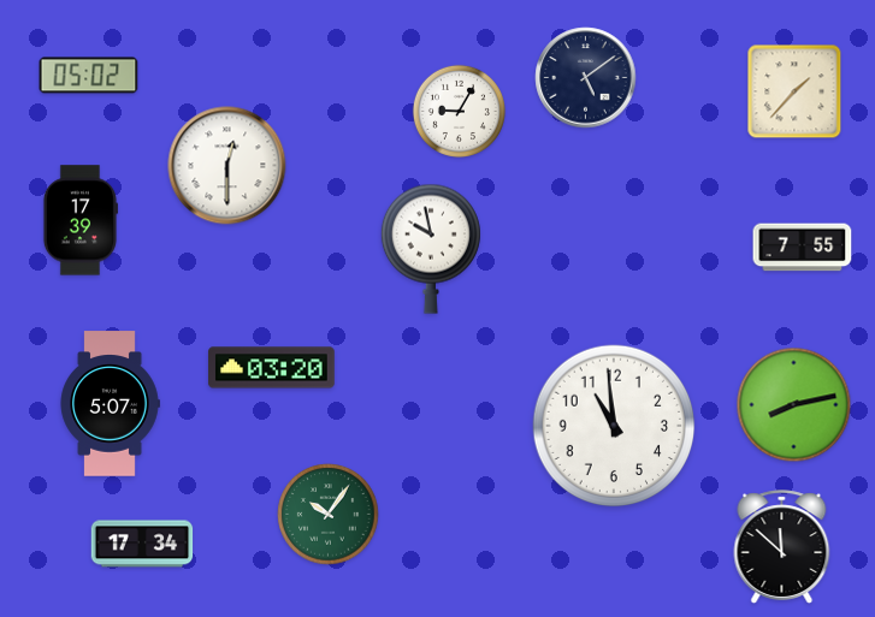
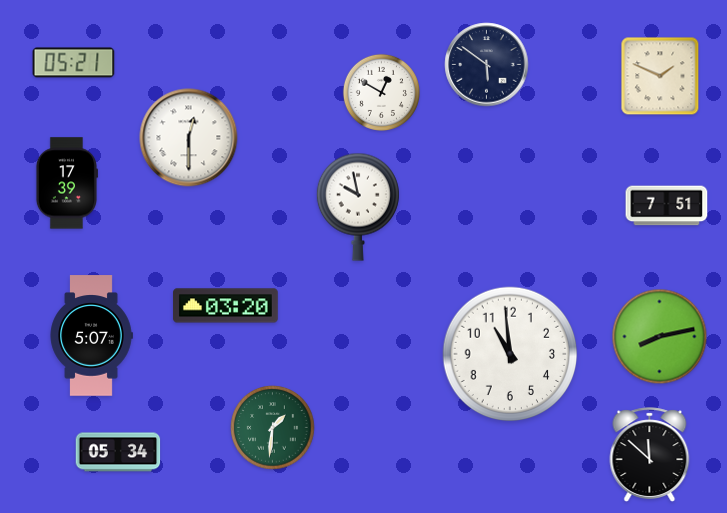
clock at (89, 76): 05:02 -> 05:21
clock at (586, 78): 5:09 -> 5:51
clock at (794, 91): 1:37 -> 1:49
clock at (459, 111): 9:05 -> 12:50
clock at (803, 248): 7:55 -> 7:51
clock at (329, 515): 10:06 -> 1:31
clock at (142, 544): 17:34 -> 05:34
